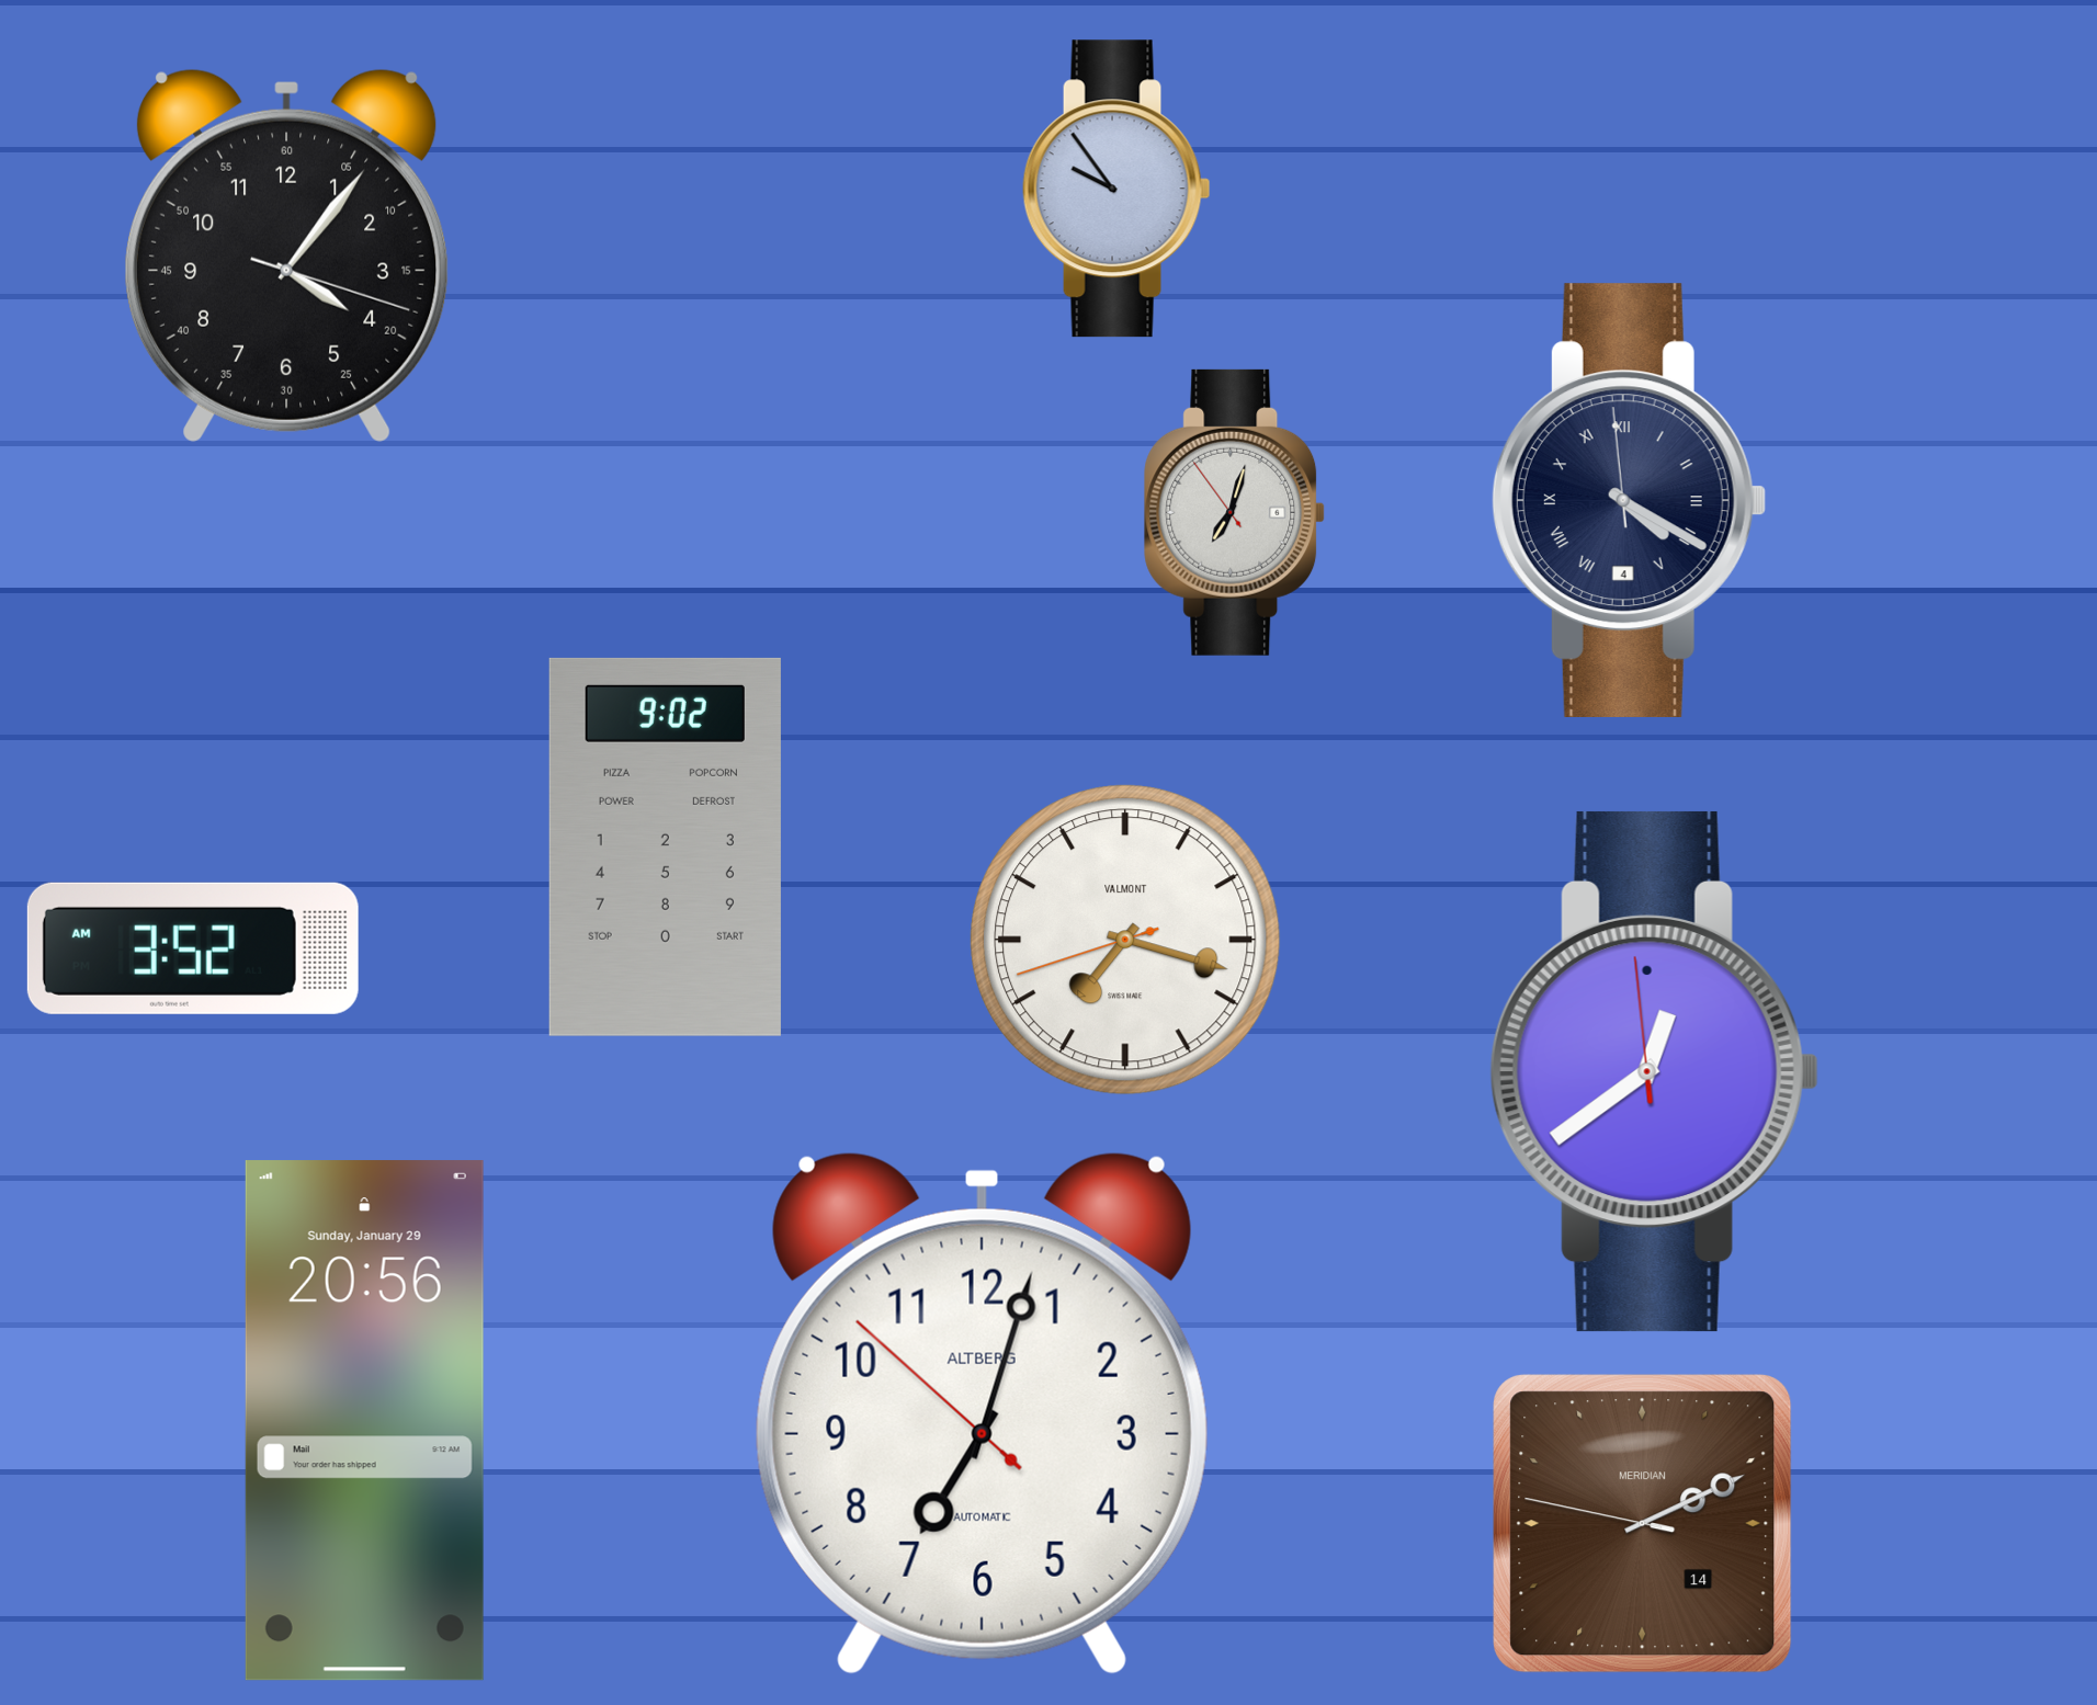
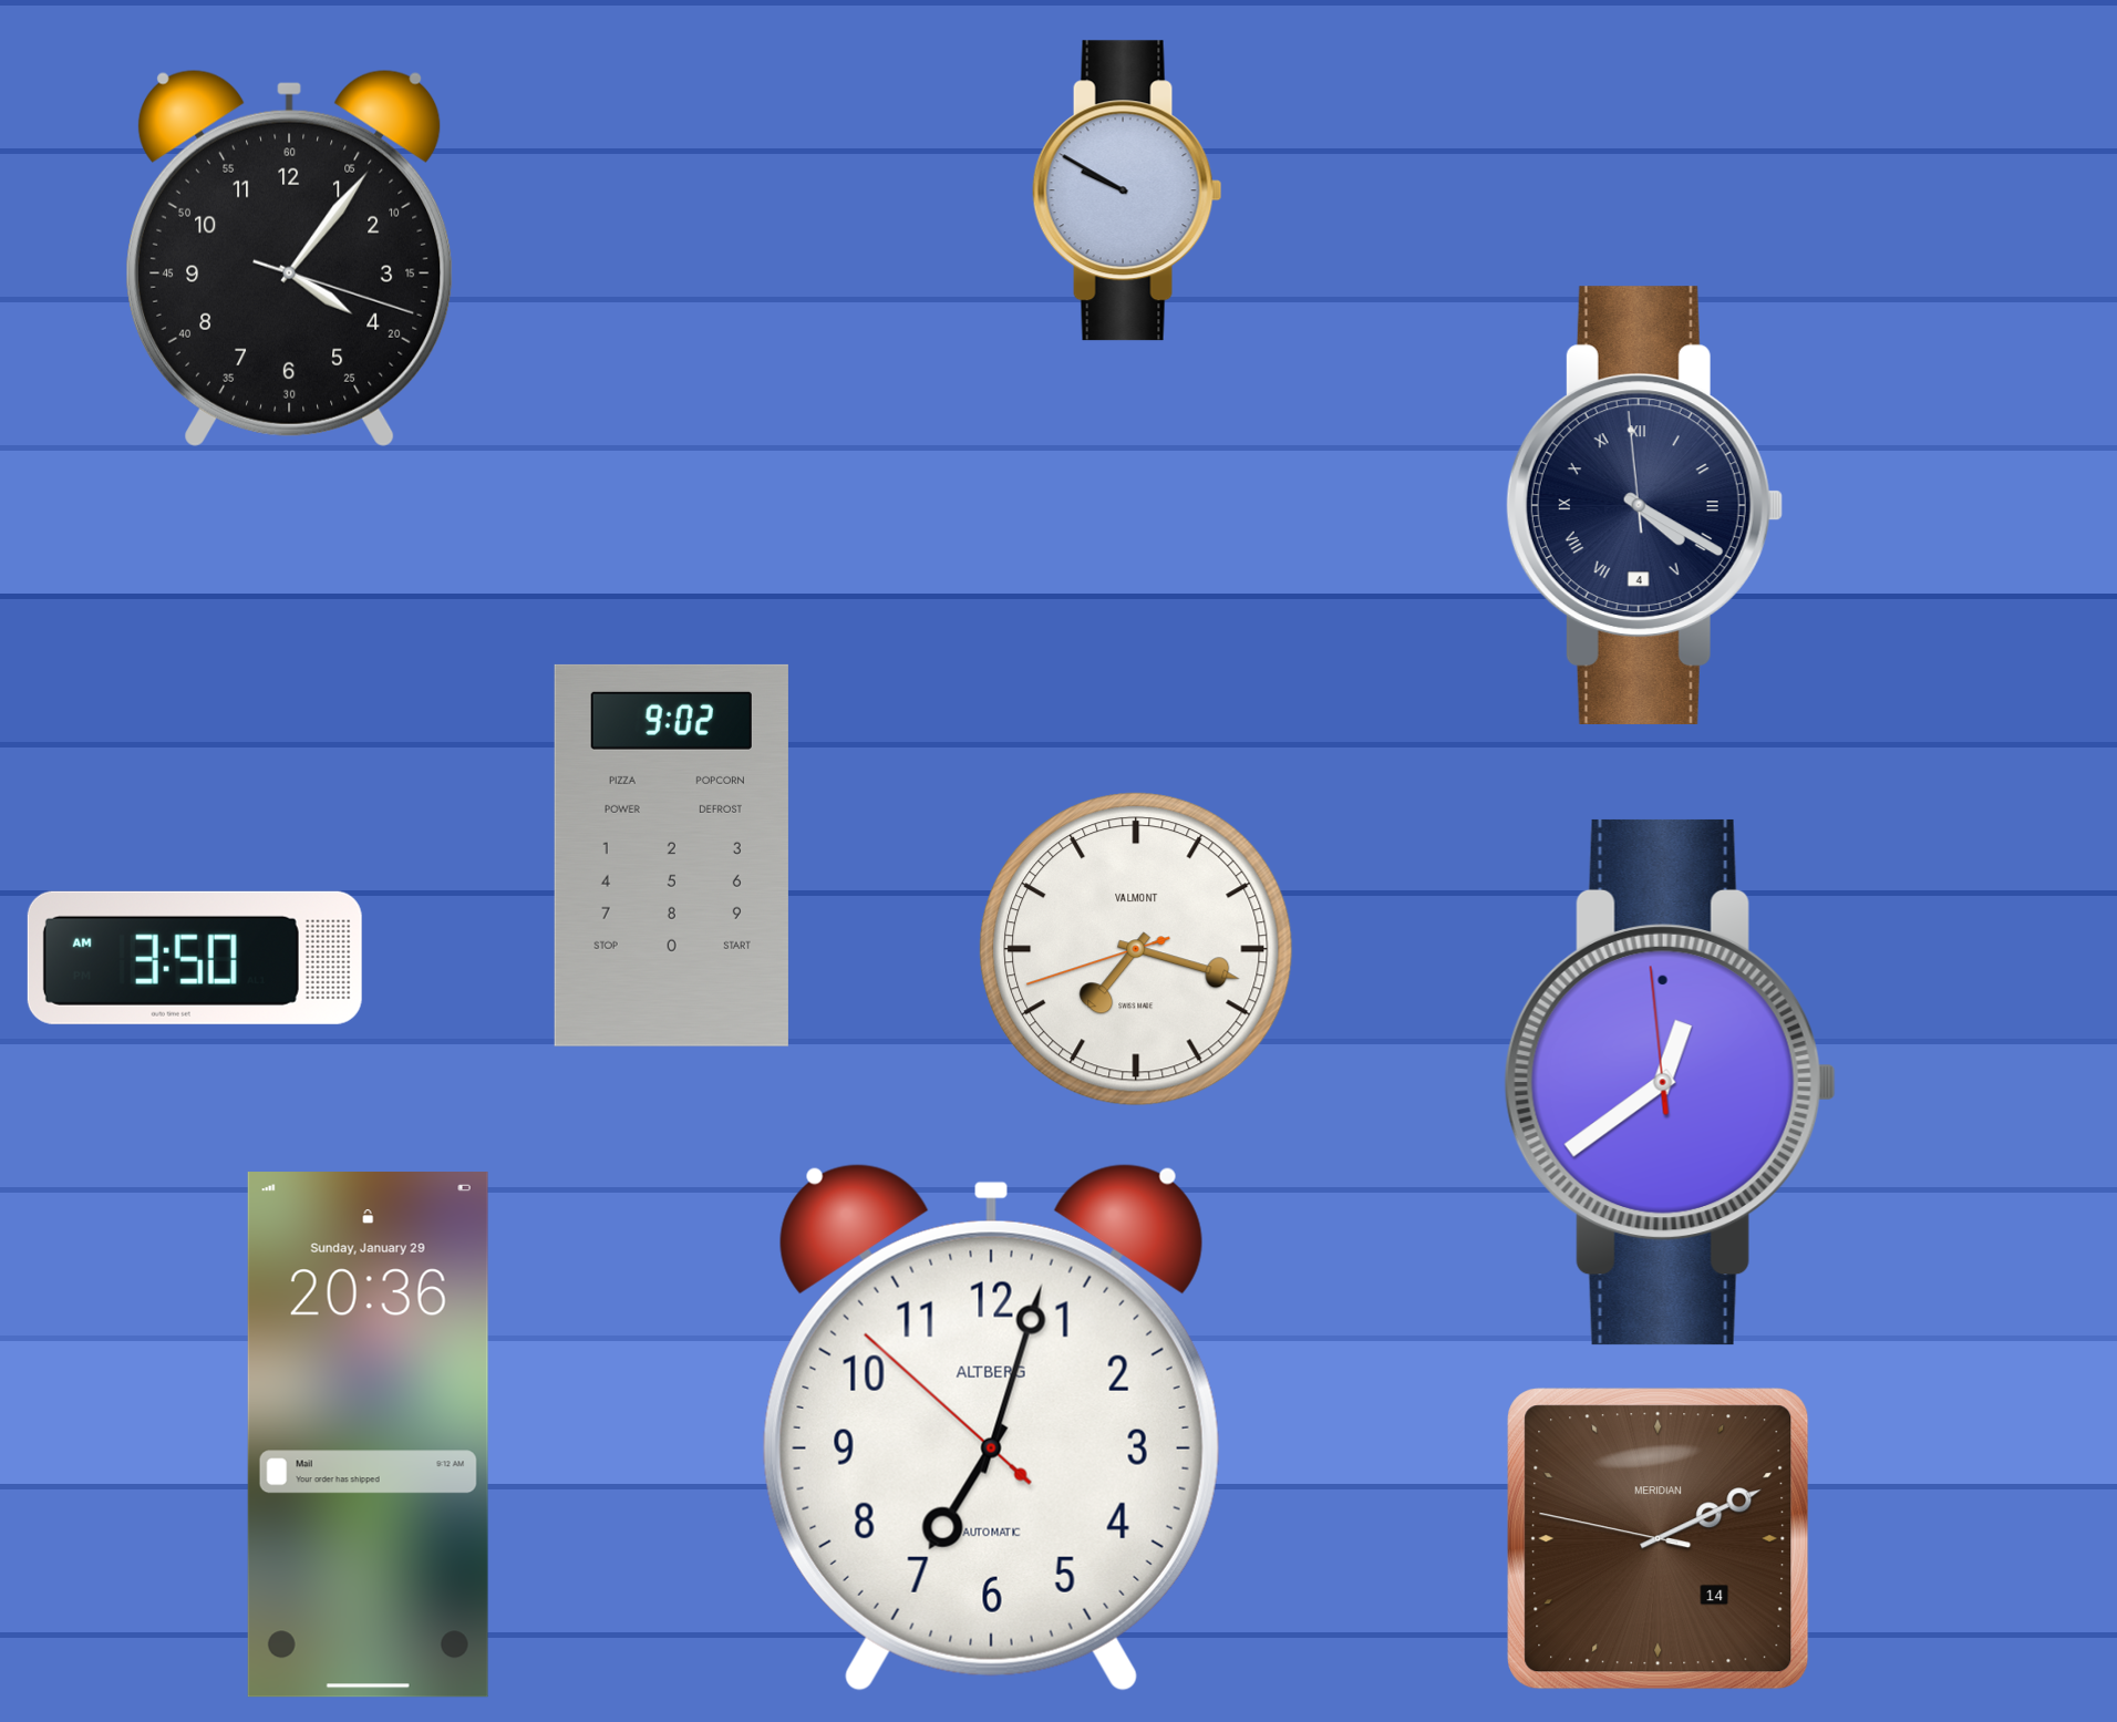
clock at (1116, 189): 9:54 -> 9:50
clock at (1235, 512): 7:02 -> none
clock at (193, 948): 3:52 -> 3:50
clock at (364, 1421): 20:56 -> 20:36
